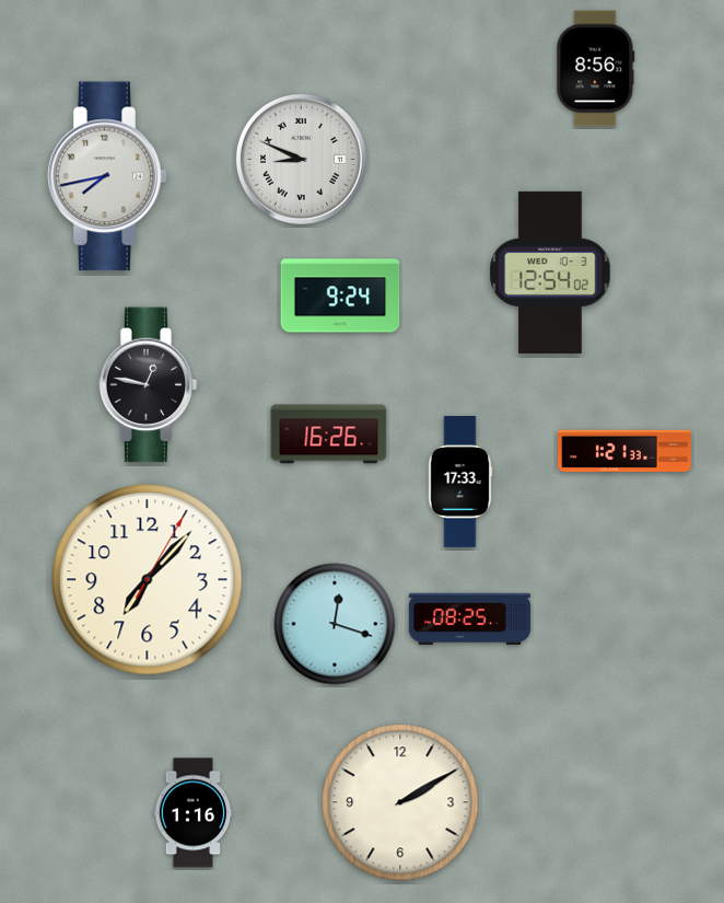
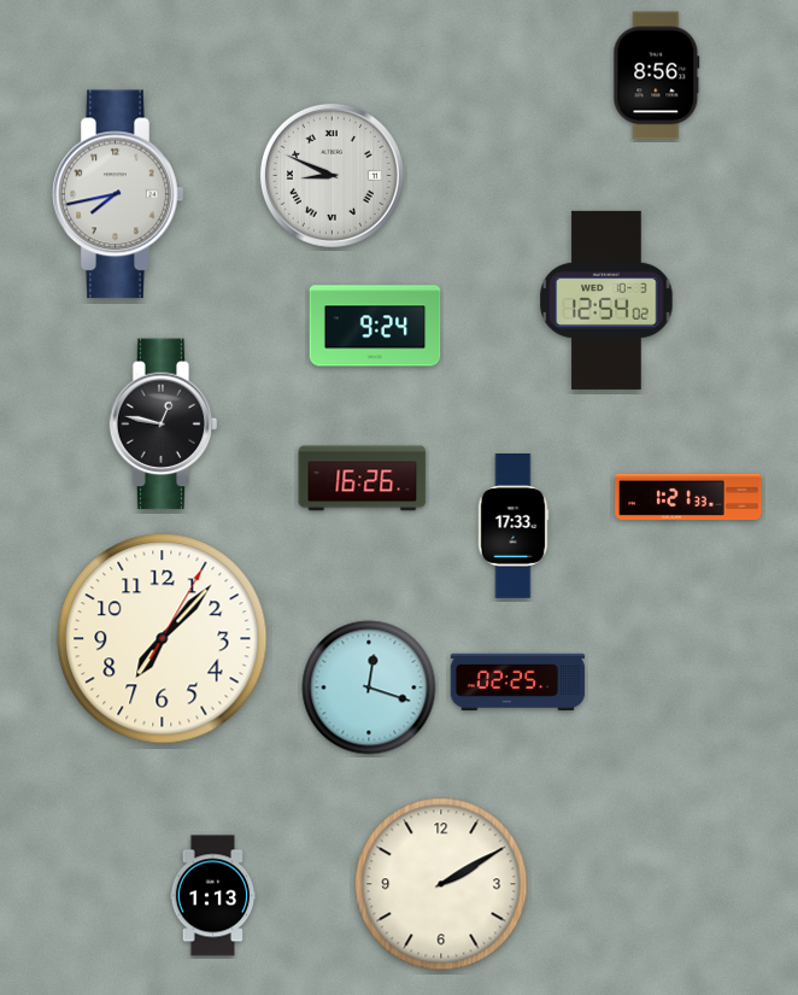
clock at (460, 483) position: (460, 483) -> (514, 527)
clock at (470, 620): 08:25 -> 02:25
clock at (194, 813): 1:16 -> 1:13
